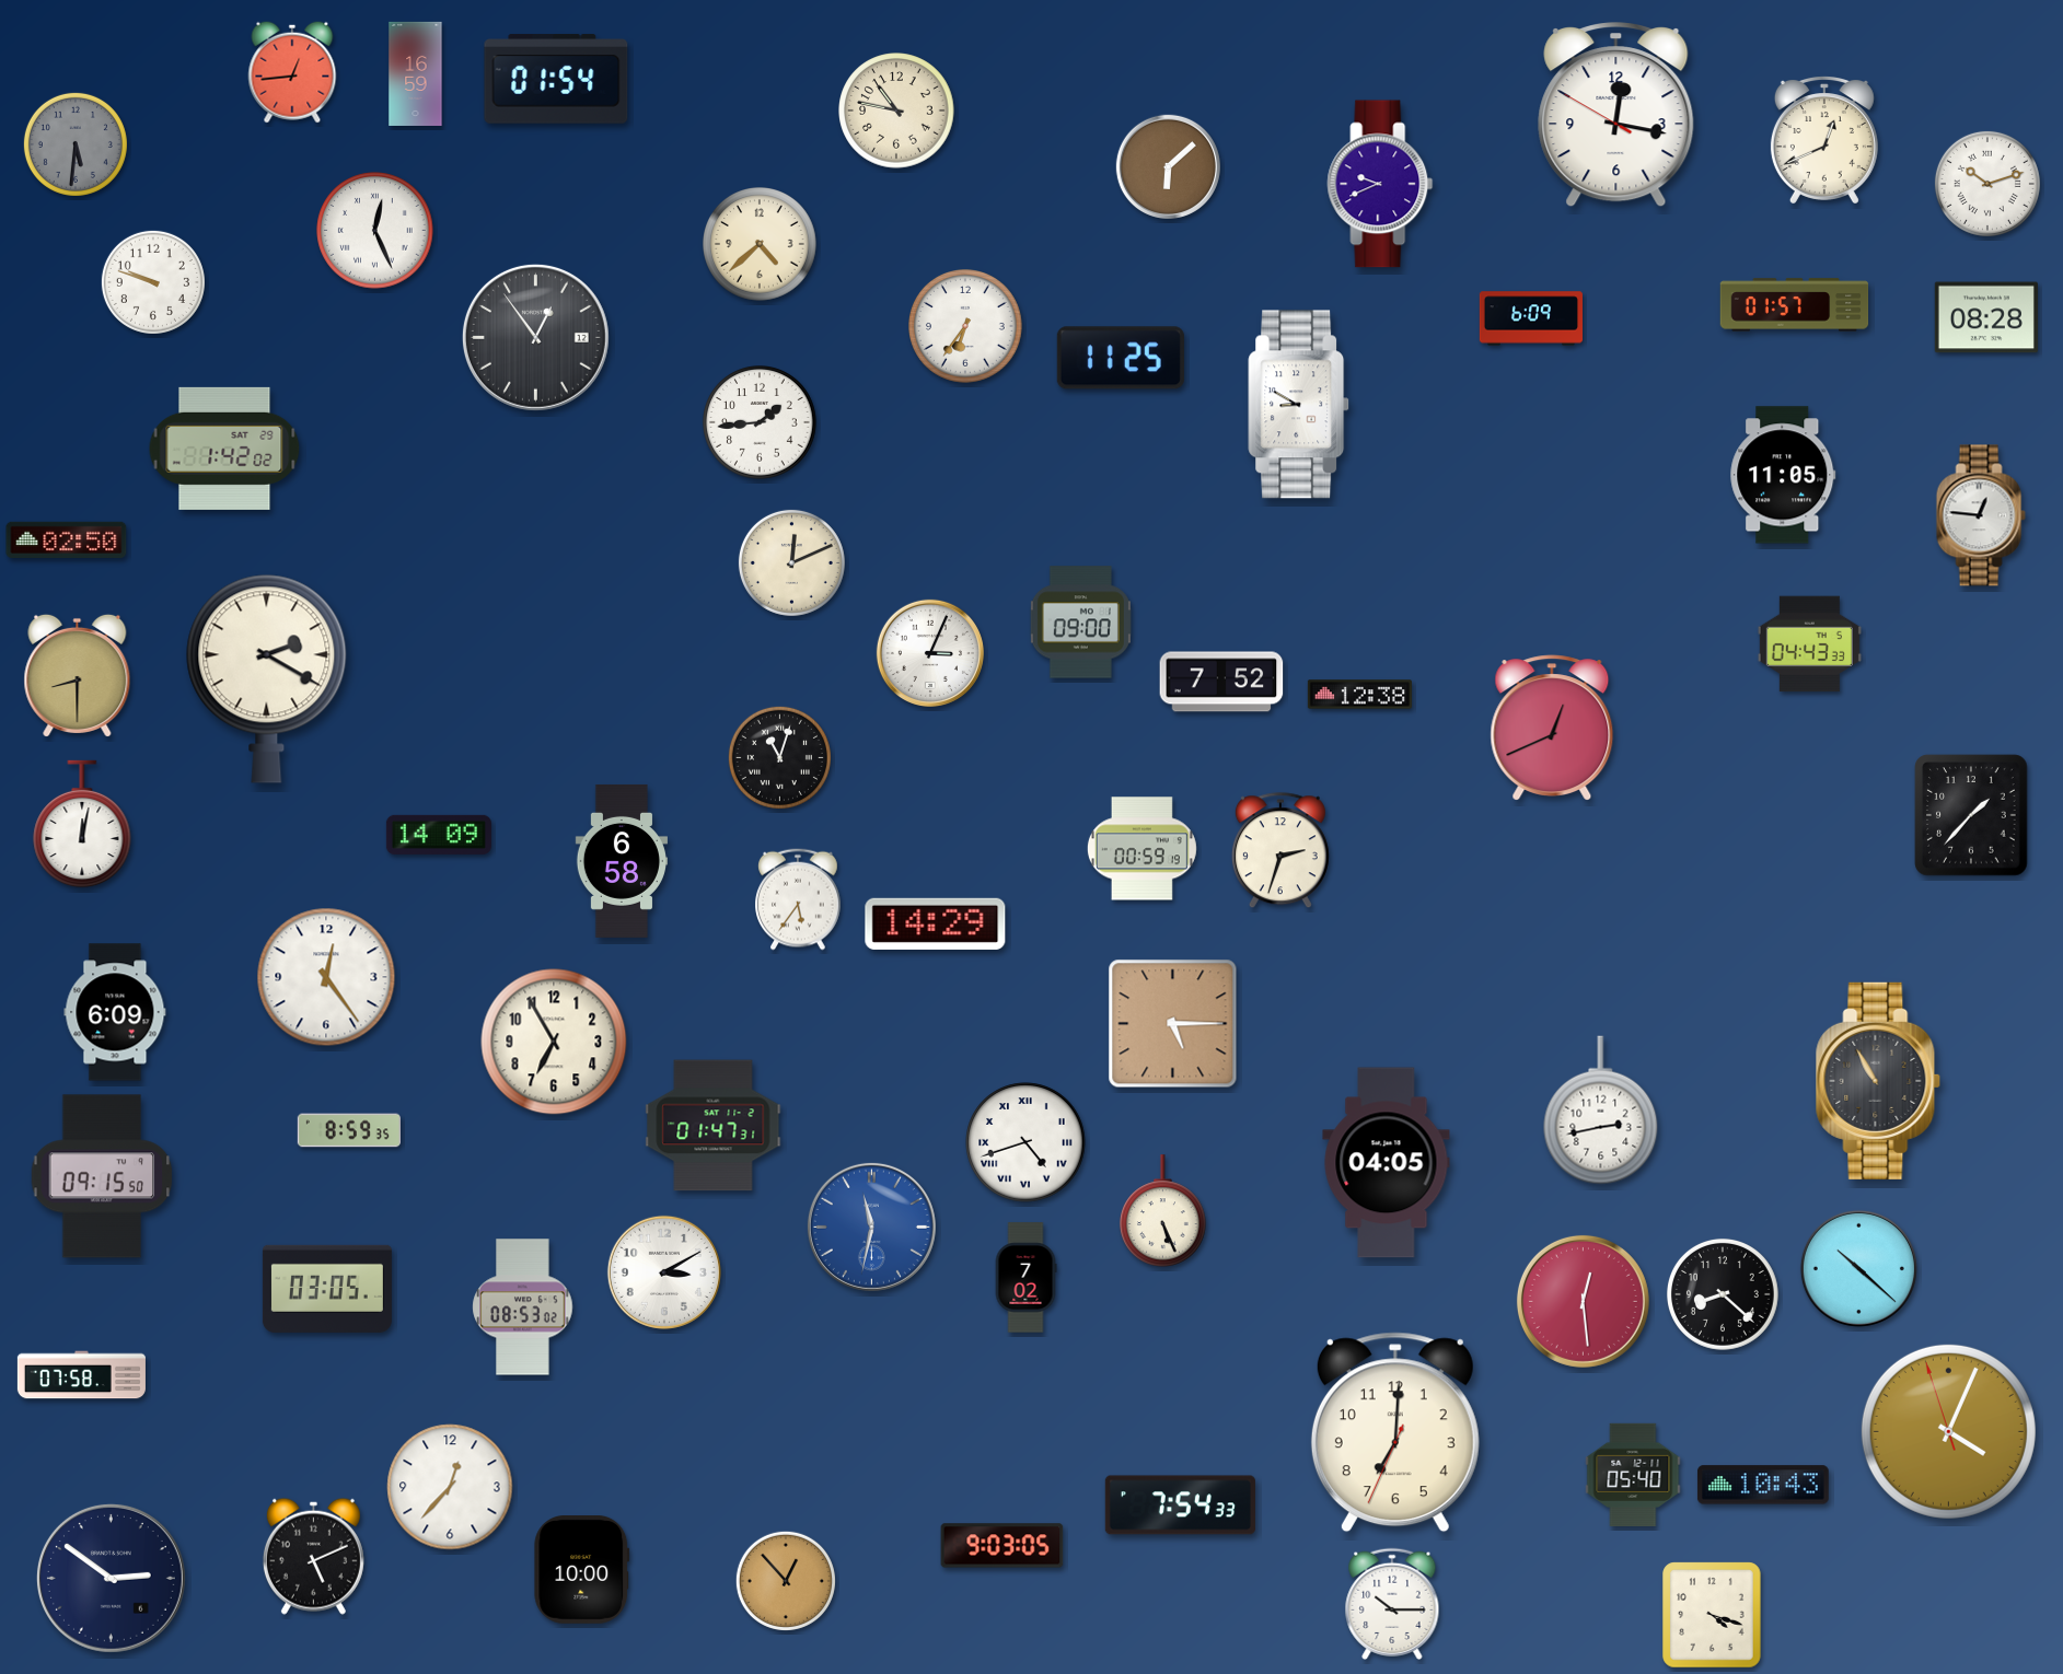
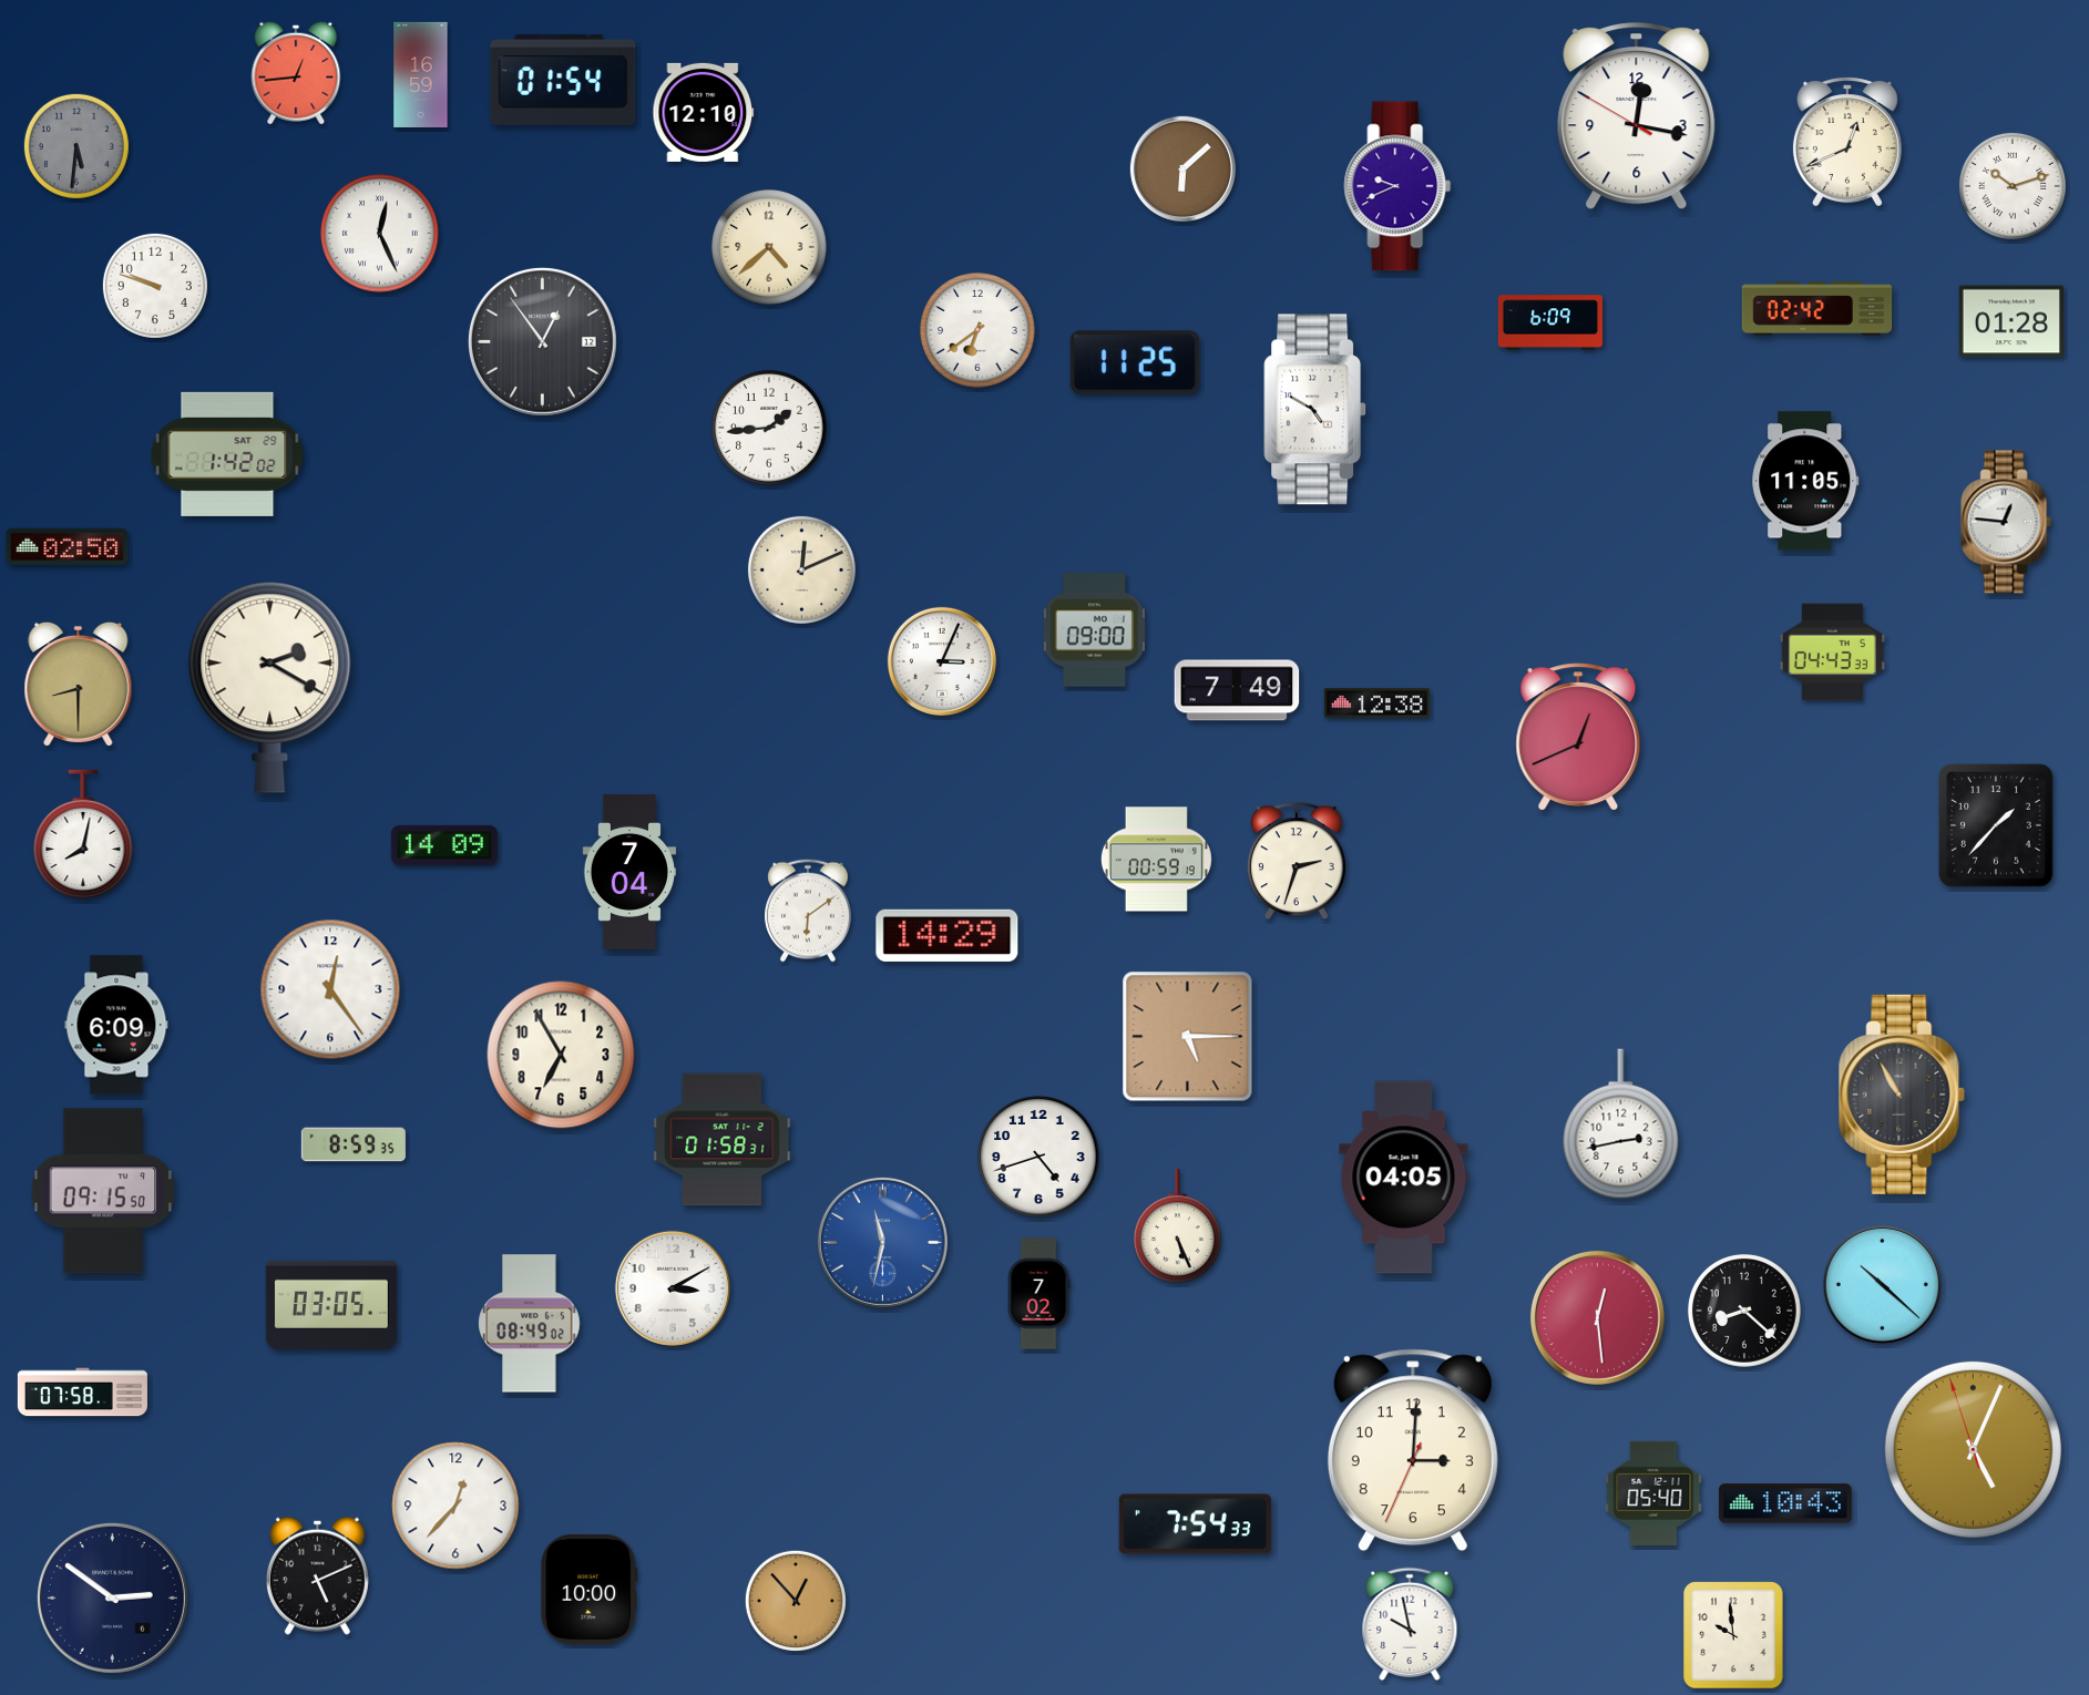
clock at (704, 112): none -> 12:10
clock at (896, 111): 10:47 -> none
clock at (1795, 305): 01:57 -> 02:42
clock at (1986, 317): 08:28 -> 01:28
clock at (966, 327): 6:36 -> 6:39
clock at (1299, 405): 8:50 -> 4:50
clock at (1221, 682): 7:52 -> 7:49
clock at (1552, 728) position: (1552, 728) -> (1578, 737)
clock at (779, 757): 11:03 -> none
clock at (82, 824): 12:02 -> 8:02
clock at (621, 861): 6:58 -> 7:04
clock at (799, 899): 5:36 -> 6:09
clock at (714, 1126): 01:47 -> 01:58
clock at (1025, 1142) numerals: Roman -> Arabic
clock at (1583, 1301) position: (1583, 1301) -> (1597, 1317)
clock at (523, 1307): 08:53 -> 08:49
clock at (1948, 1431): 4:03 -> 5:03
clock at (1395, 1432): 7:00 -> 3:00
clock at (1002, 1546): 9:03 -> none
clock at (1392, 1604): 10:15 -> 9:58
clock at (1712, 1615): 4:18 -> 9:59
